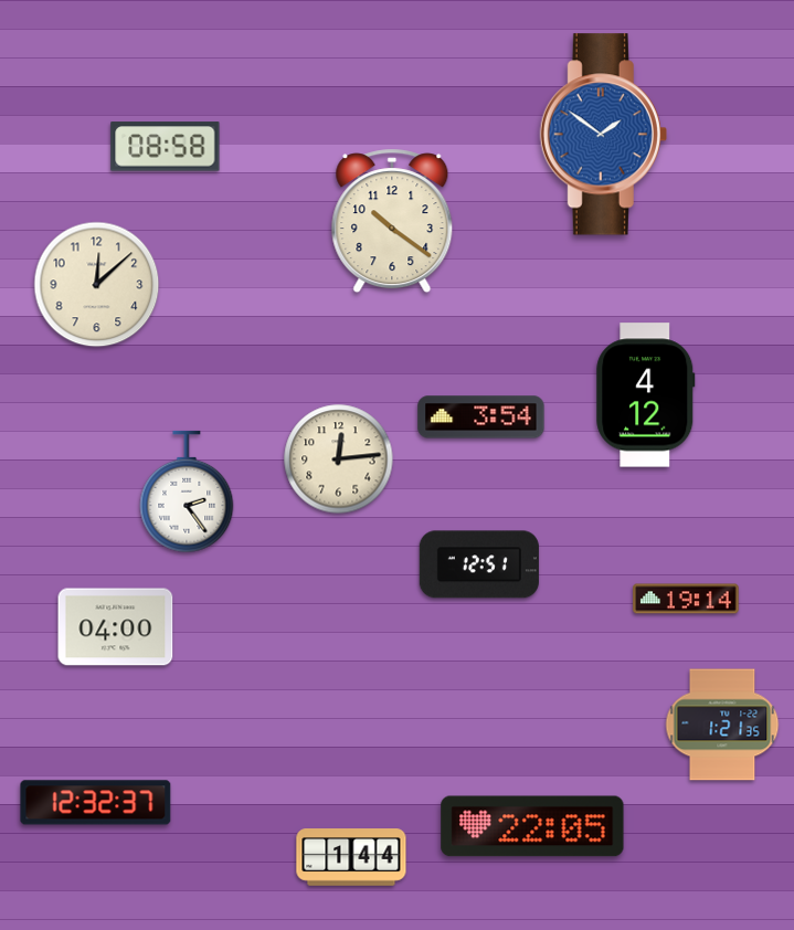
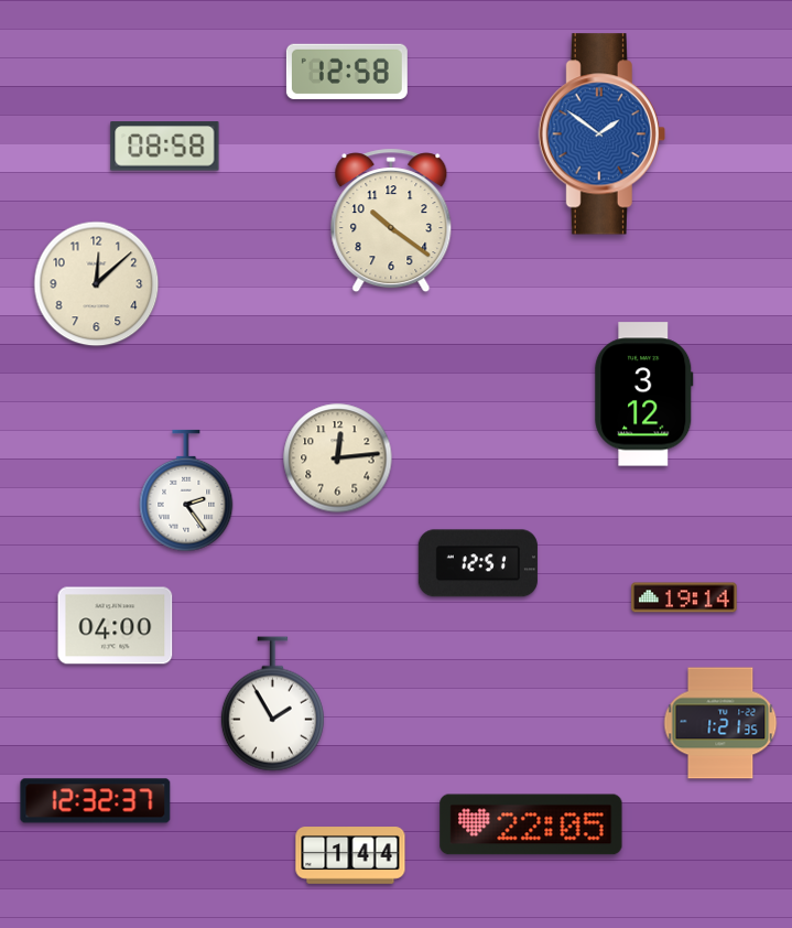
clock at (347, 72): none -> 12:58
clock at (646, 395): 4:12 -> 3:12
clock at (481, 418): 3:54 -> none
clock at (272, 704): none -> 1:55
